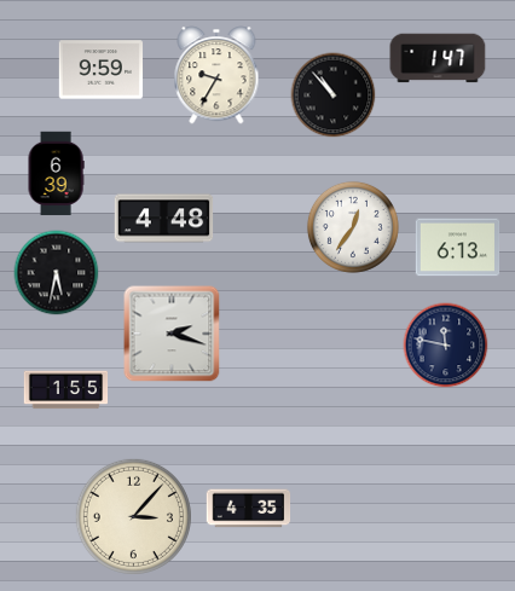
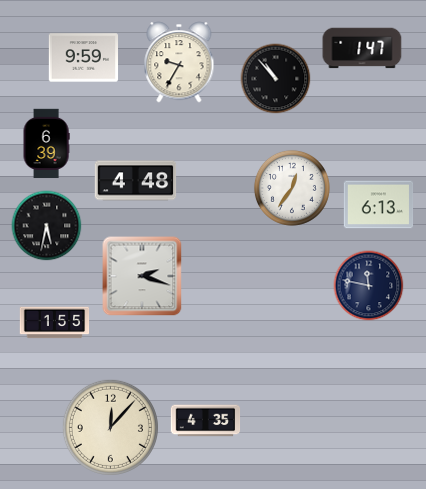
clock at (133, 516): 3:07 -> 12:07
